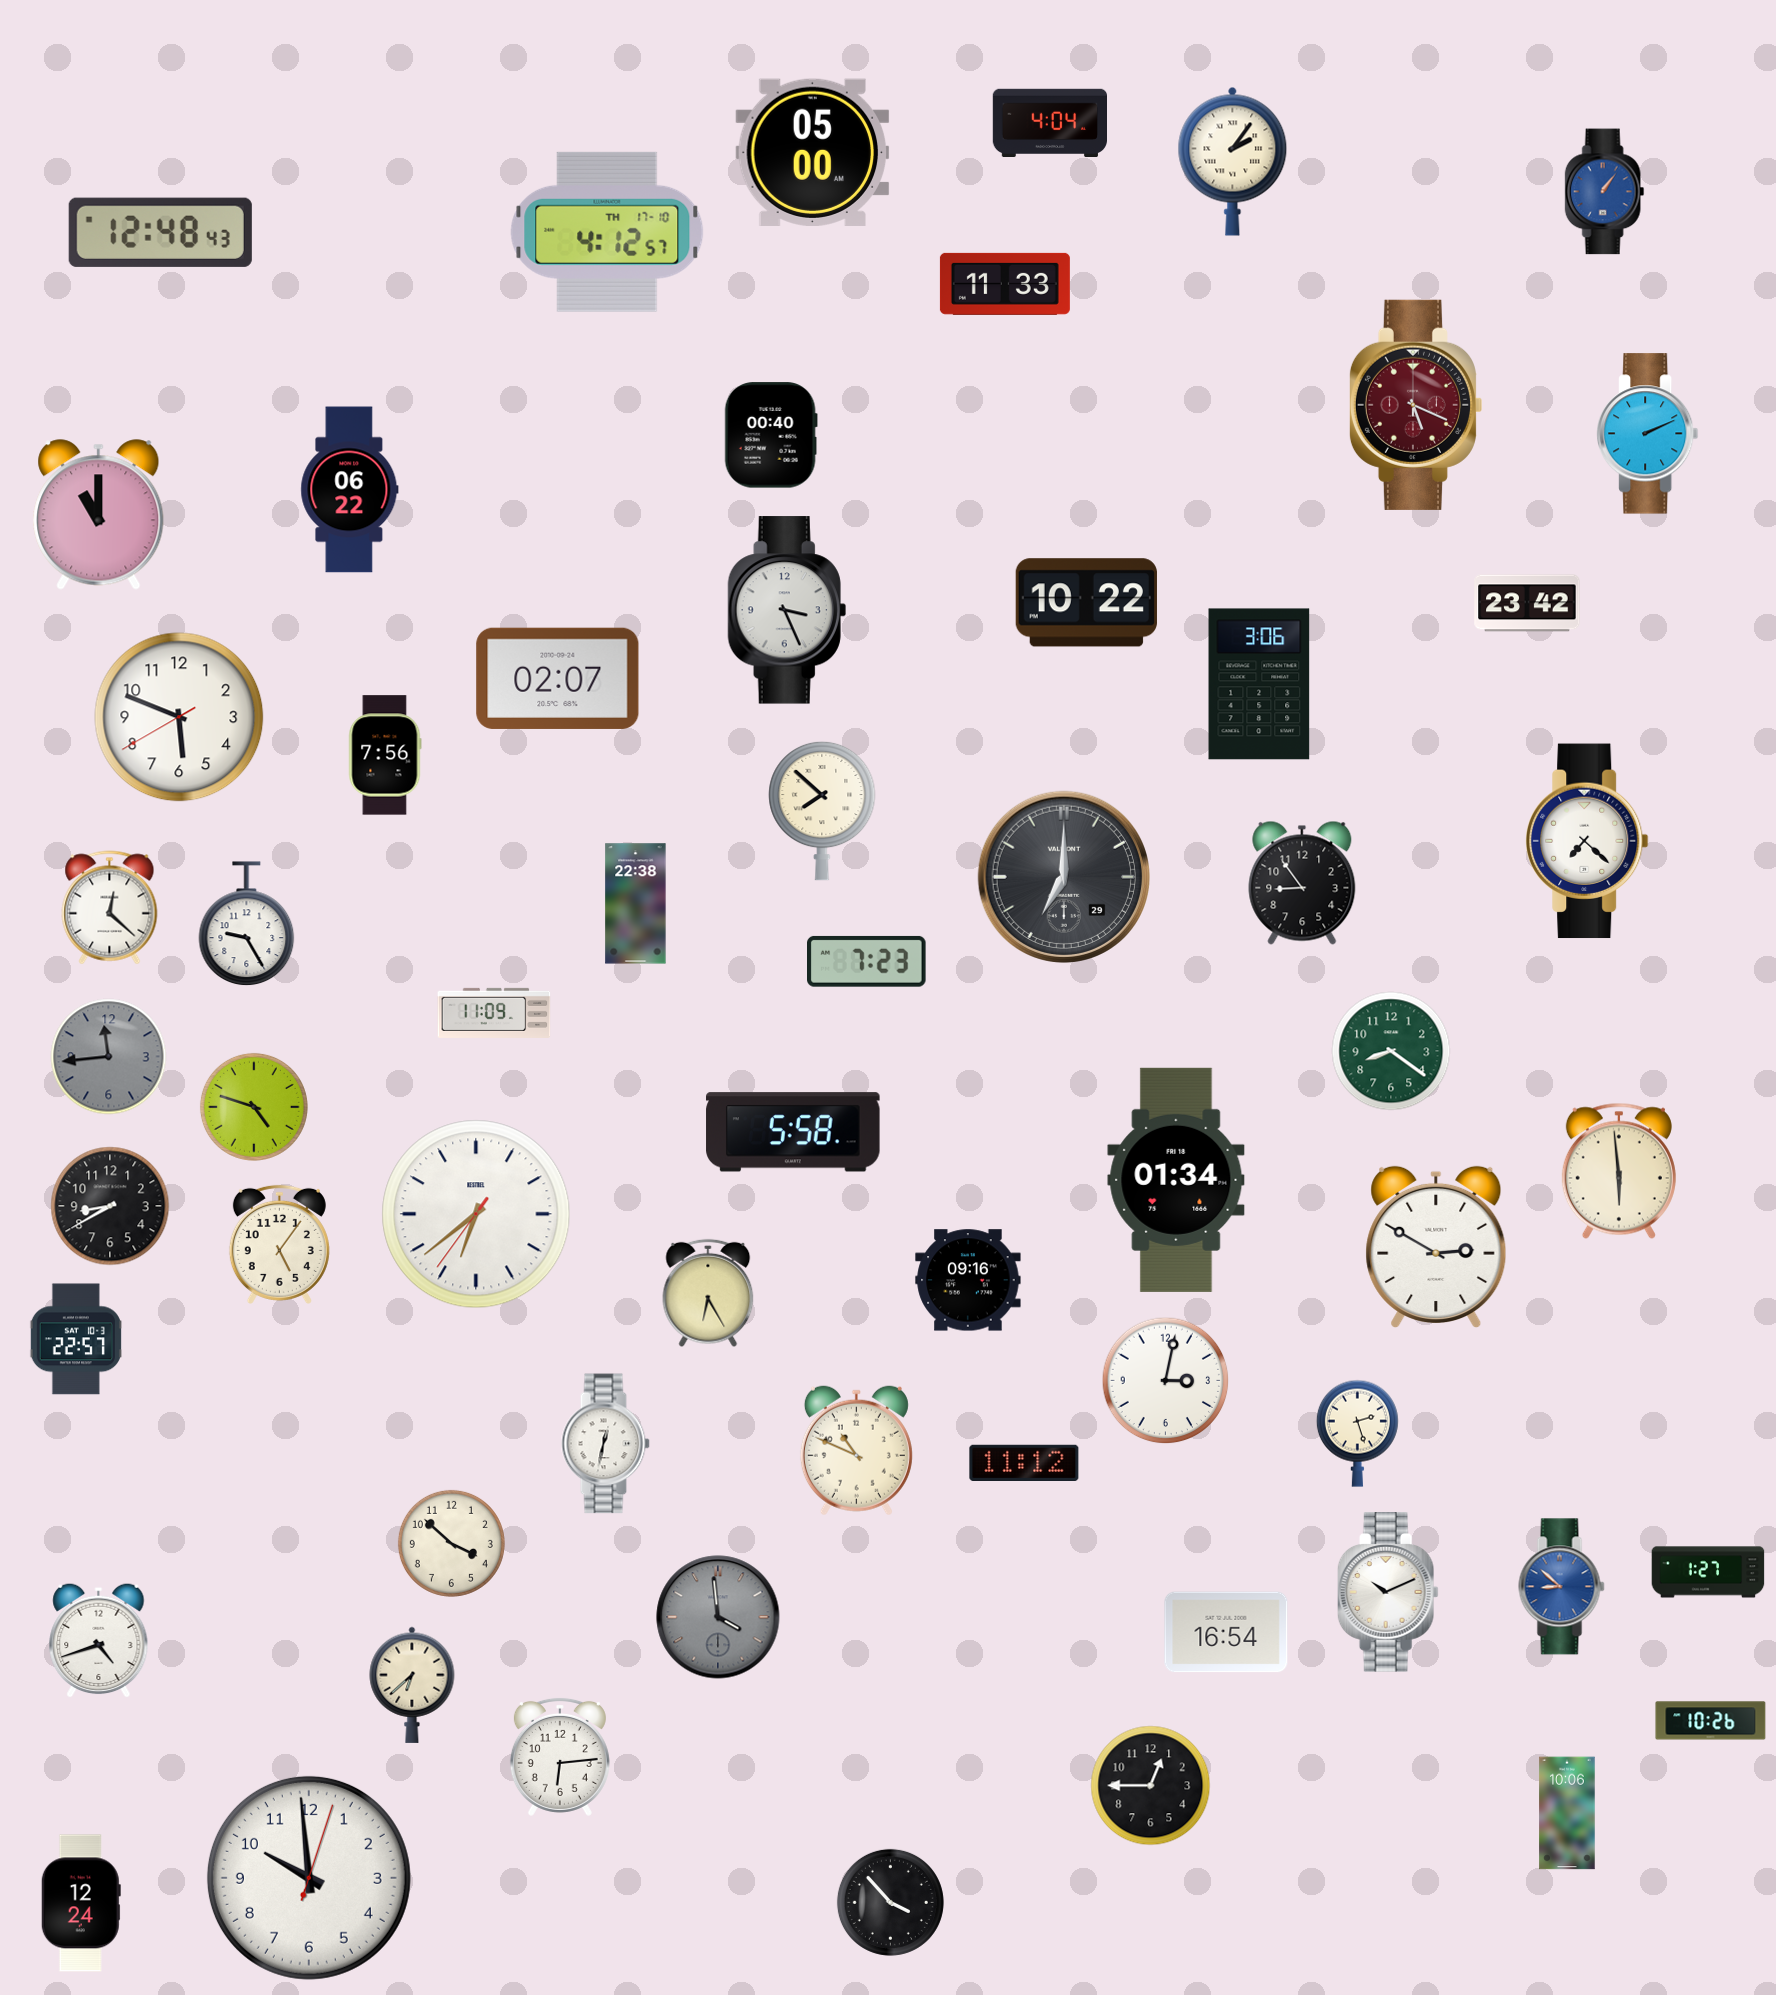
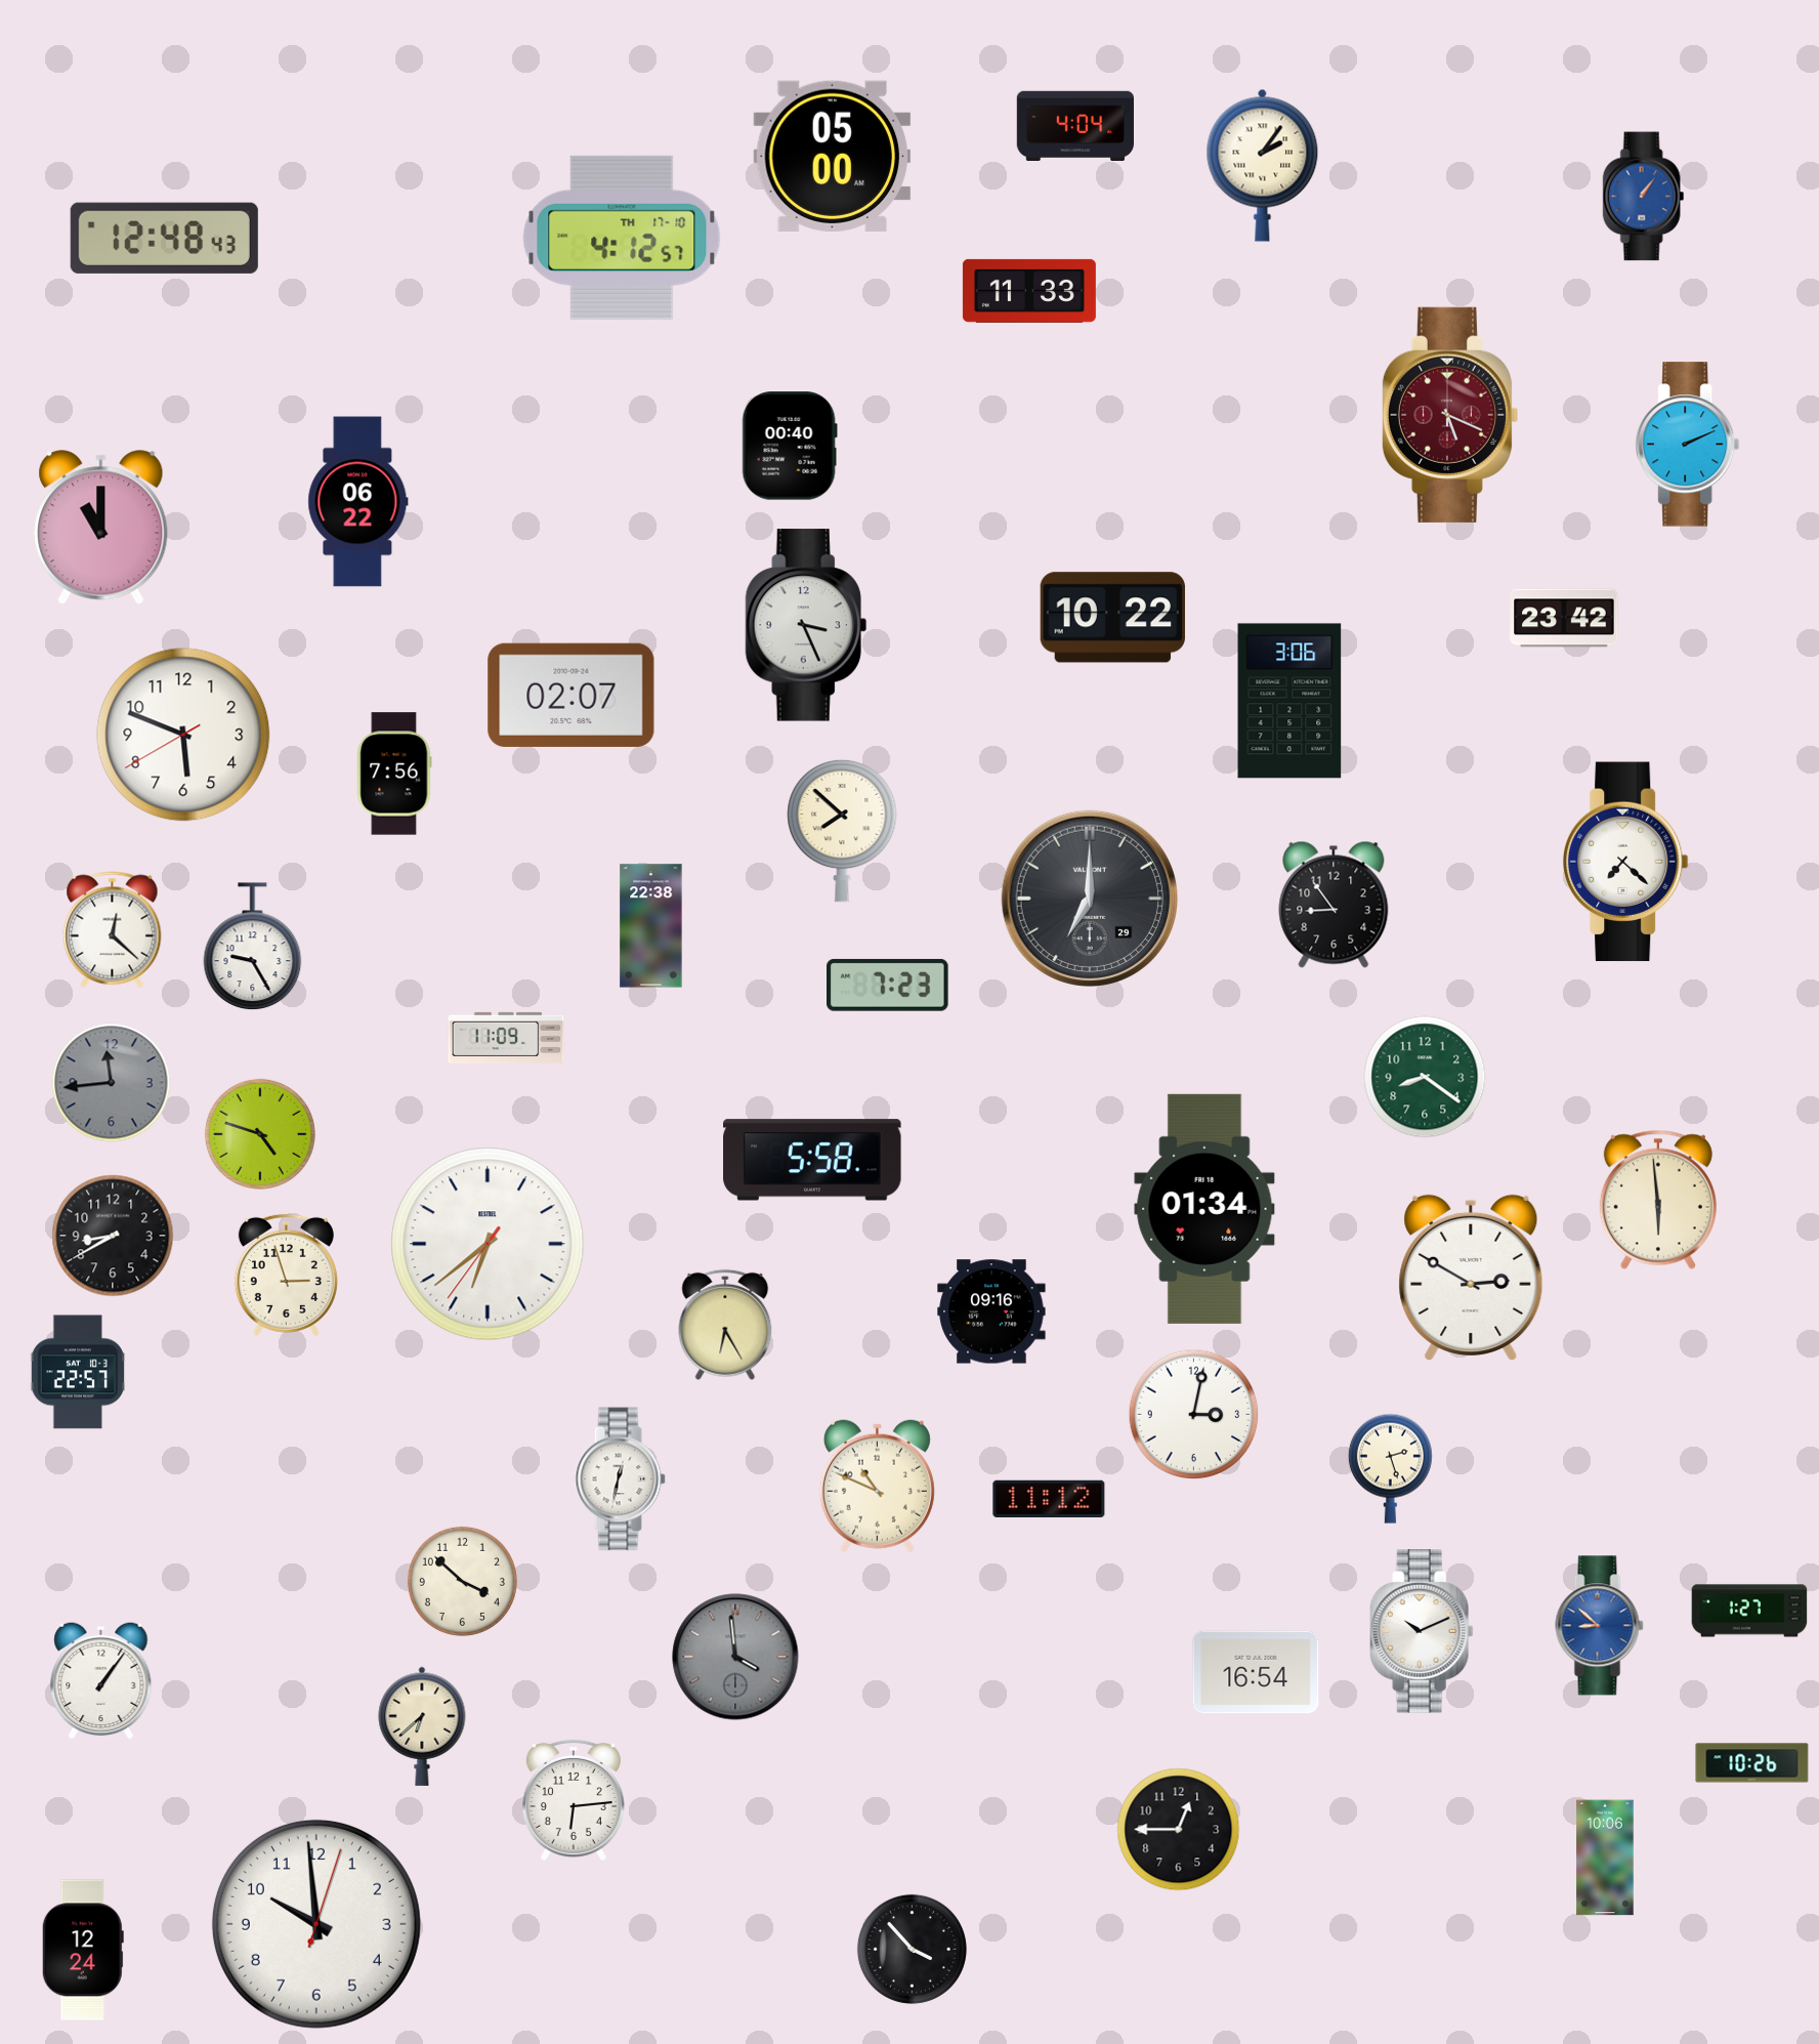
clock at (279, 1244): 5:06 -> 2:57
clock at (99, 1640): 4:42 -> 1:06
